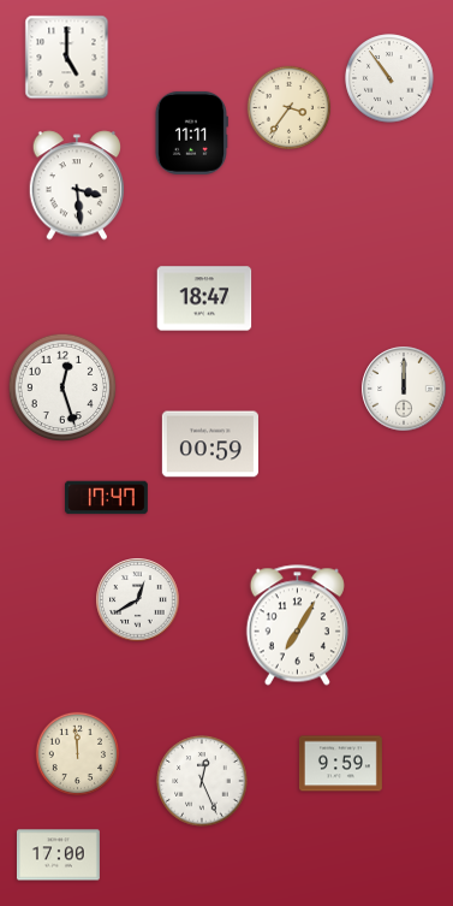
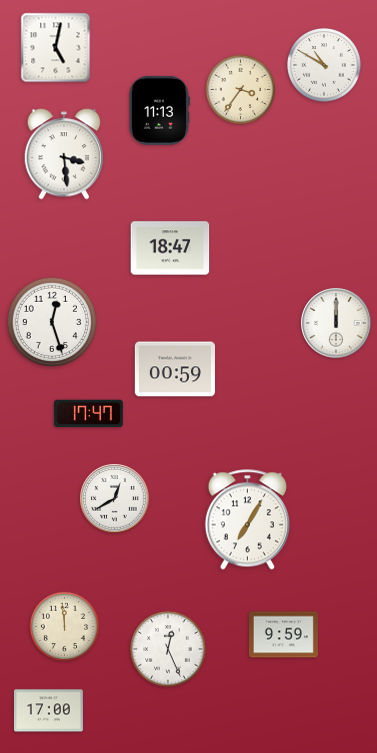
clock at (67, 58): 5:00 -> 5:02
clock at (389, 78): 10:54 -> 10:50
clock at (191, 132): 11:11 -> 11:13
